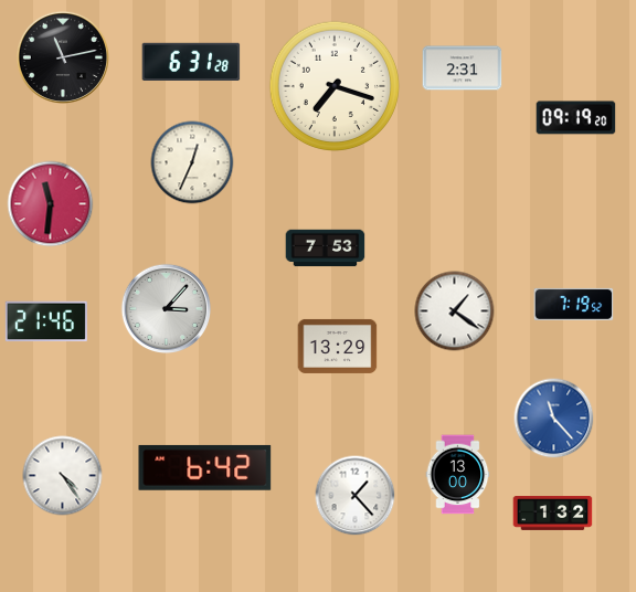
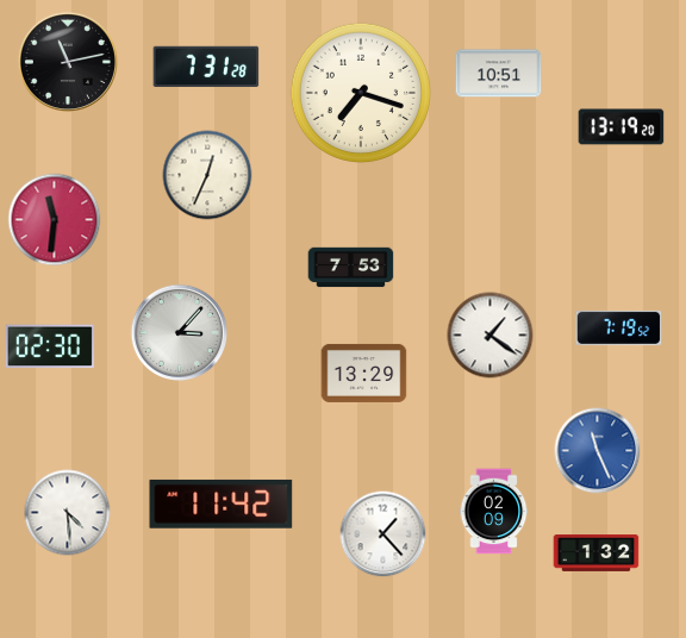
clock at (191, 61): 6:31 -> 7:31
clock at (463, 68): 2:31 -> 10:51
clock at (576, 118): 09:19 -> 13:19
clock at (46, 321): 21:46 -> 02:30
clock at (554, 419): 11:23 -> 11:26
clock at (205, 467): 6:42 -> 11:42
clock at (458, 475): 13:00 -> 02:09
clock at (63, 476): 4:24 -> 4:29
